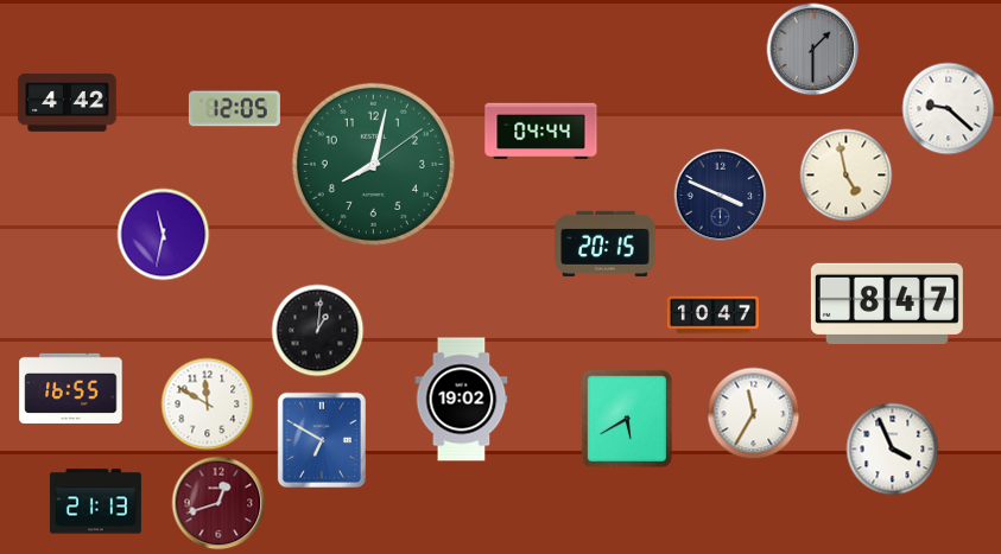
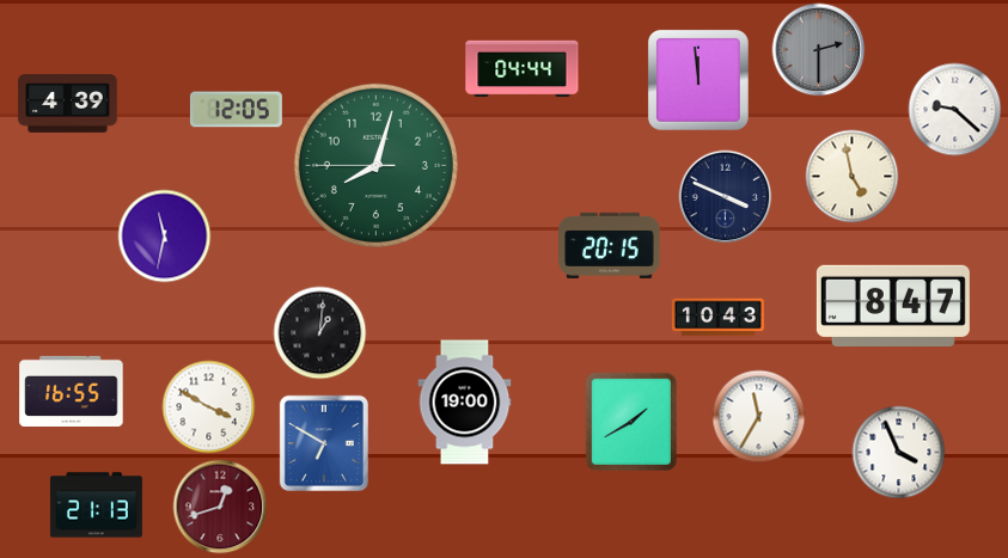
clock at (812, 49): 1:30 -> 2:30
clock at (698, 80): none -> 11:59
clock at (68, 103): 4:42 -> 4:39
clock at (541, 132) position: (541, 132) -> (523, 69)
clock at (373, 164): 8:02:09 -> 8:02:45
clock at (712, 316): 10:47 -> 10:43
clock at (462, 400): 19:02 -> 19:00
clock at (207, 403): 11:50 -> 3:50
clock at (627, 419): 5:40 -> 1:40
